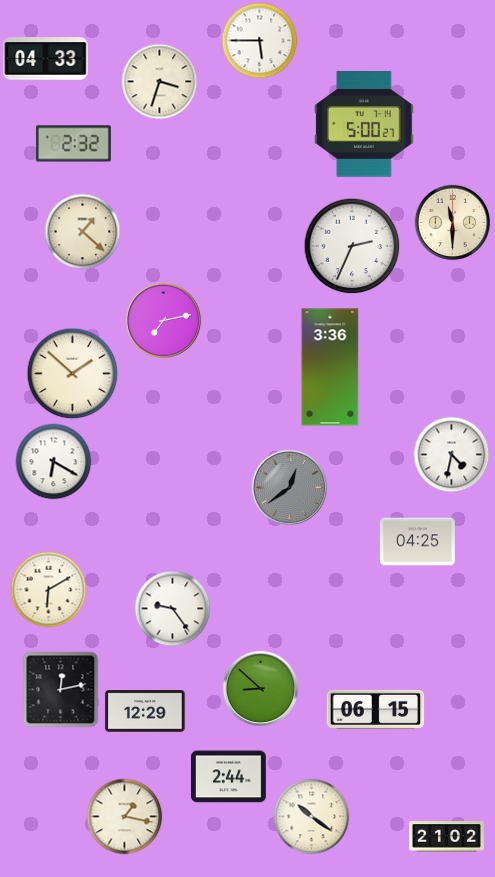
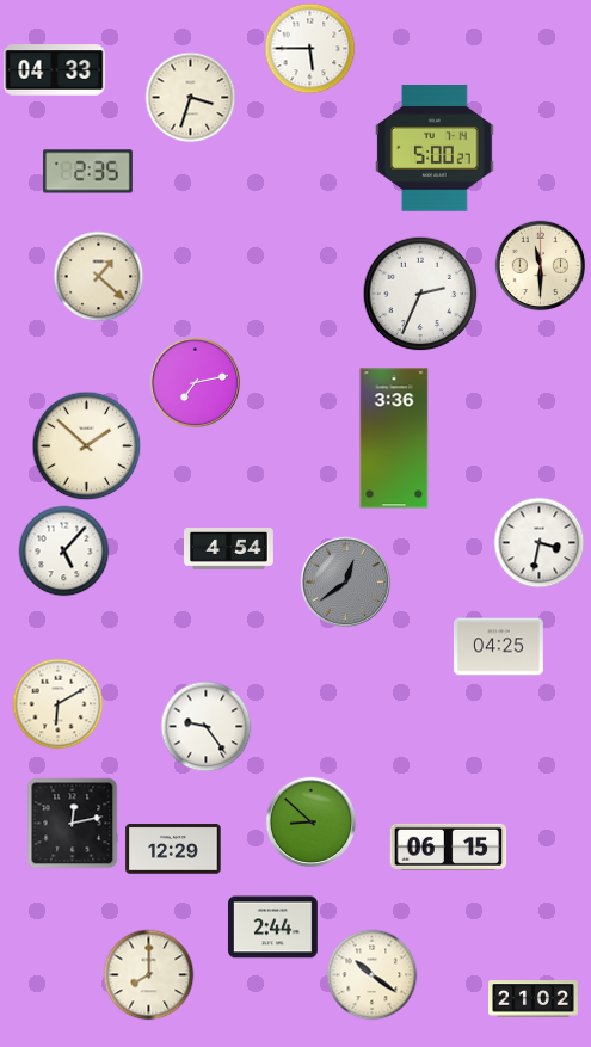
clock at (73, 144): 2:32 -> 2:35
clock at (452, 455): 4:32 -> 3:32
clock at (229, 549): none -> 4:54
clock at (54, 462): 6:20 -> 5:07
clock at (125, 817): 1:17 -> 8:00
